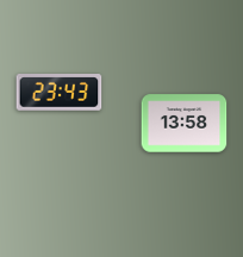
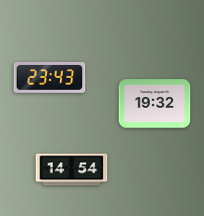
clock at (185, 124): 13:58 -> 19:32
clock at (72, 170): none -> 14:54
